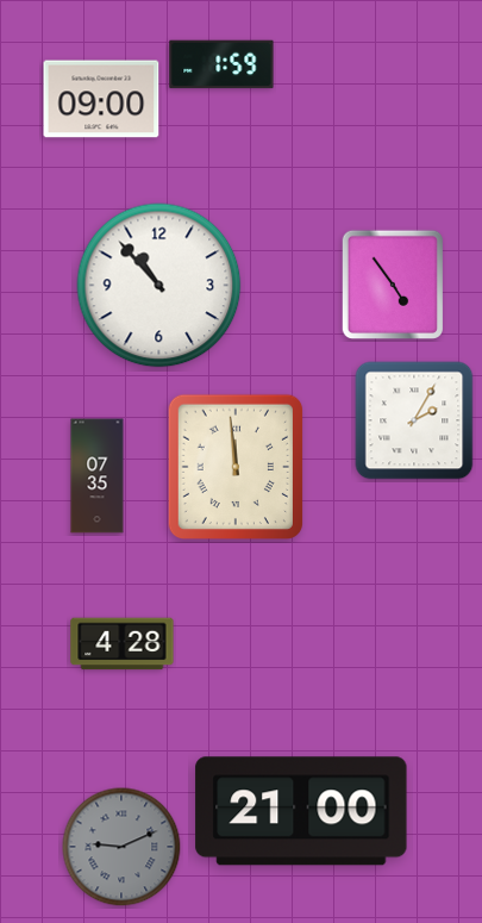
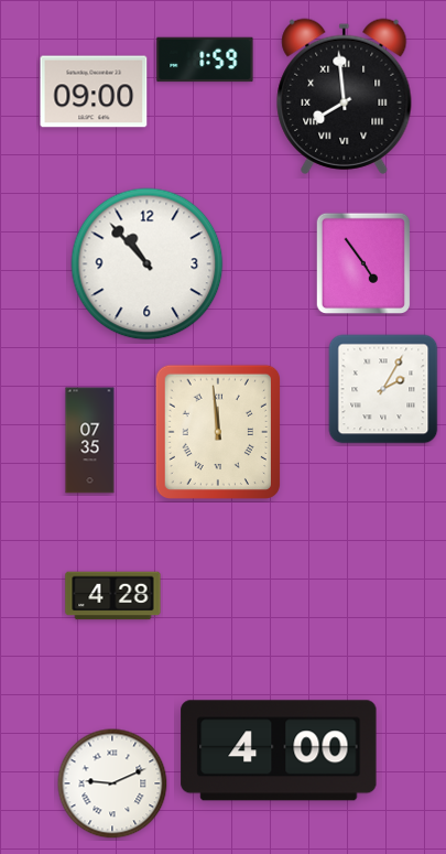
clock at (345, 96): none -> 7:59
clock at (301, 811): 21:00 -> 4:00
clock at (121, 847) dial: grey -> white
